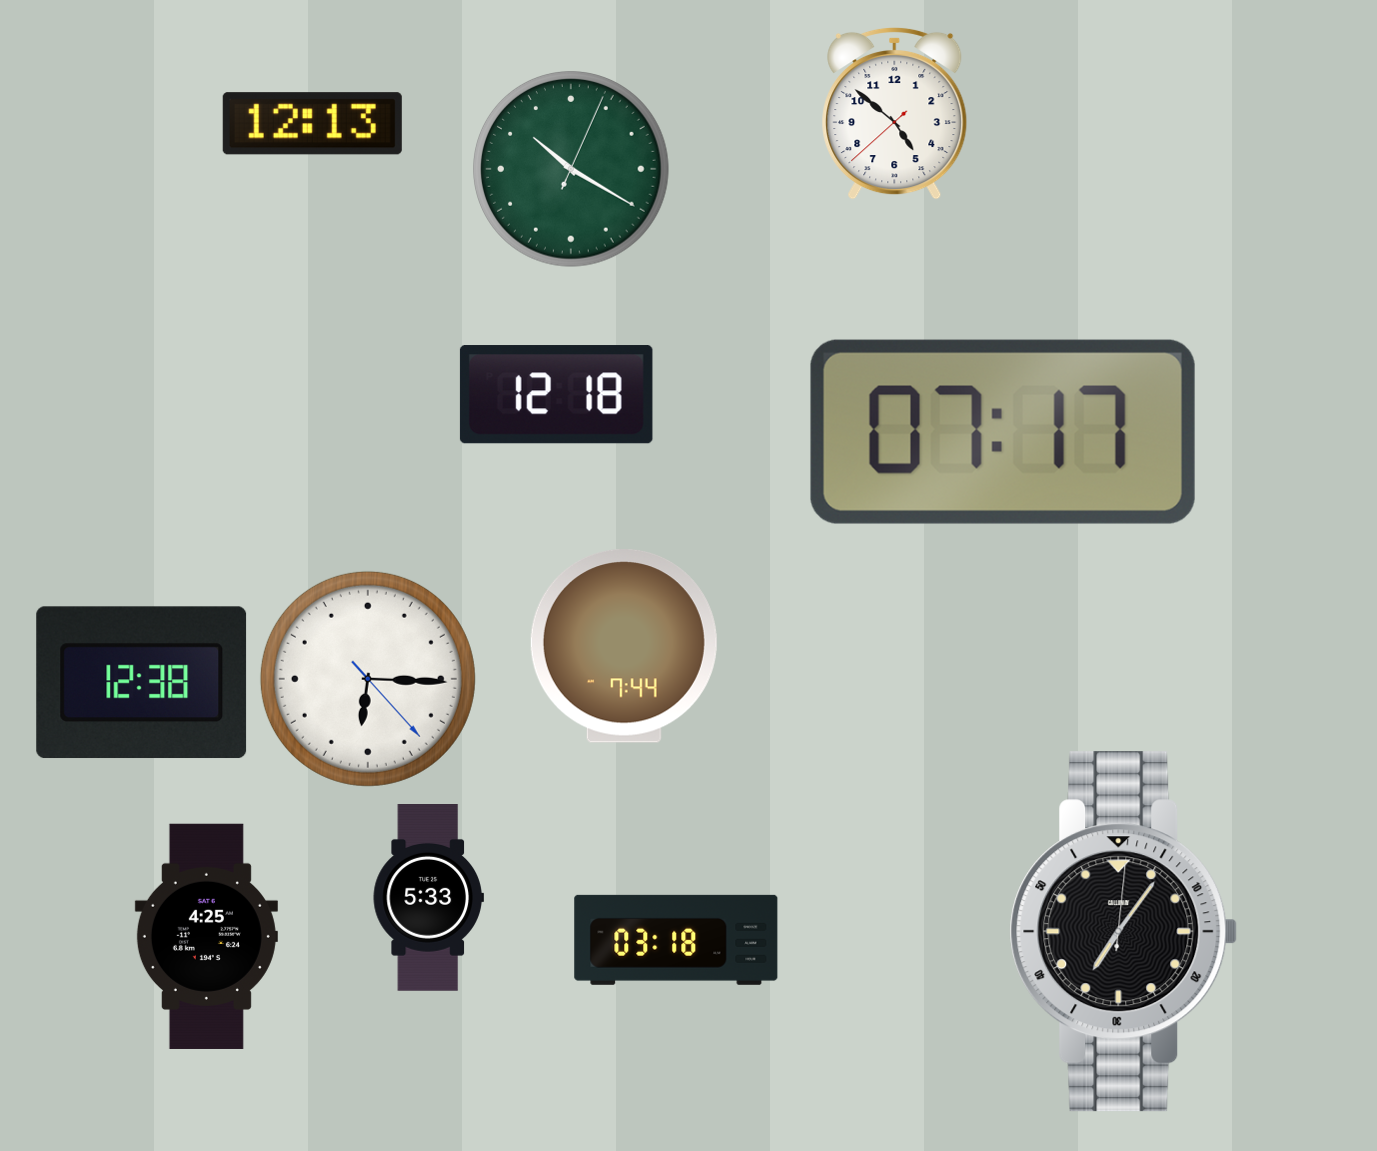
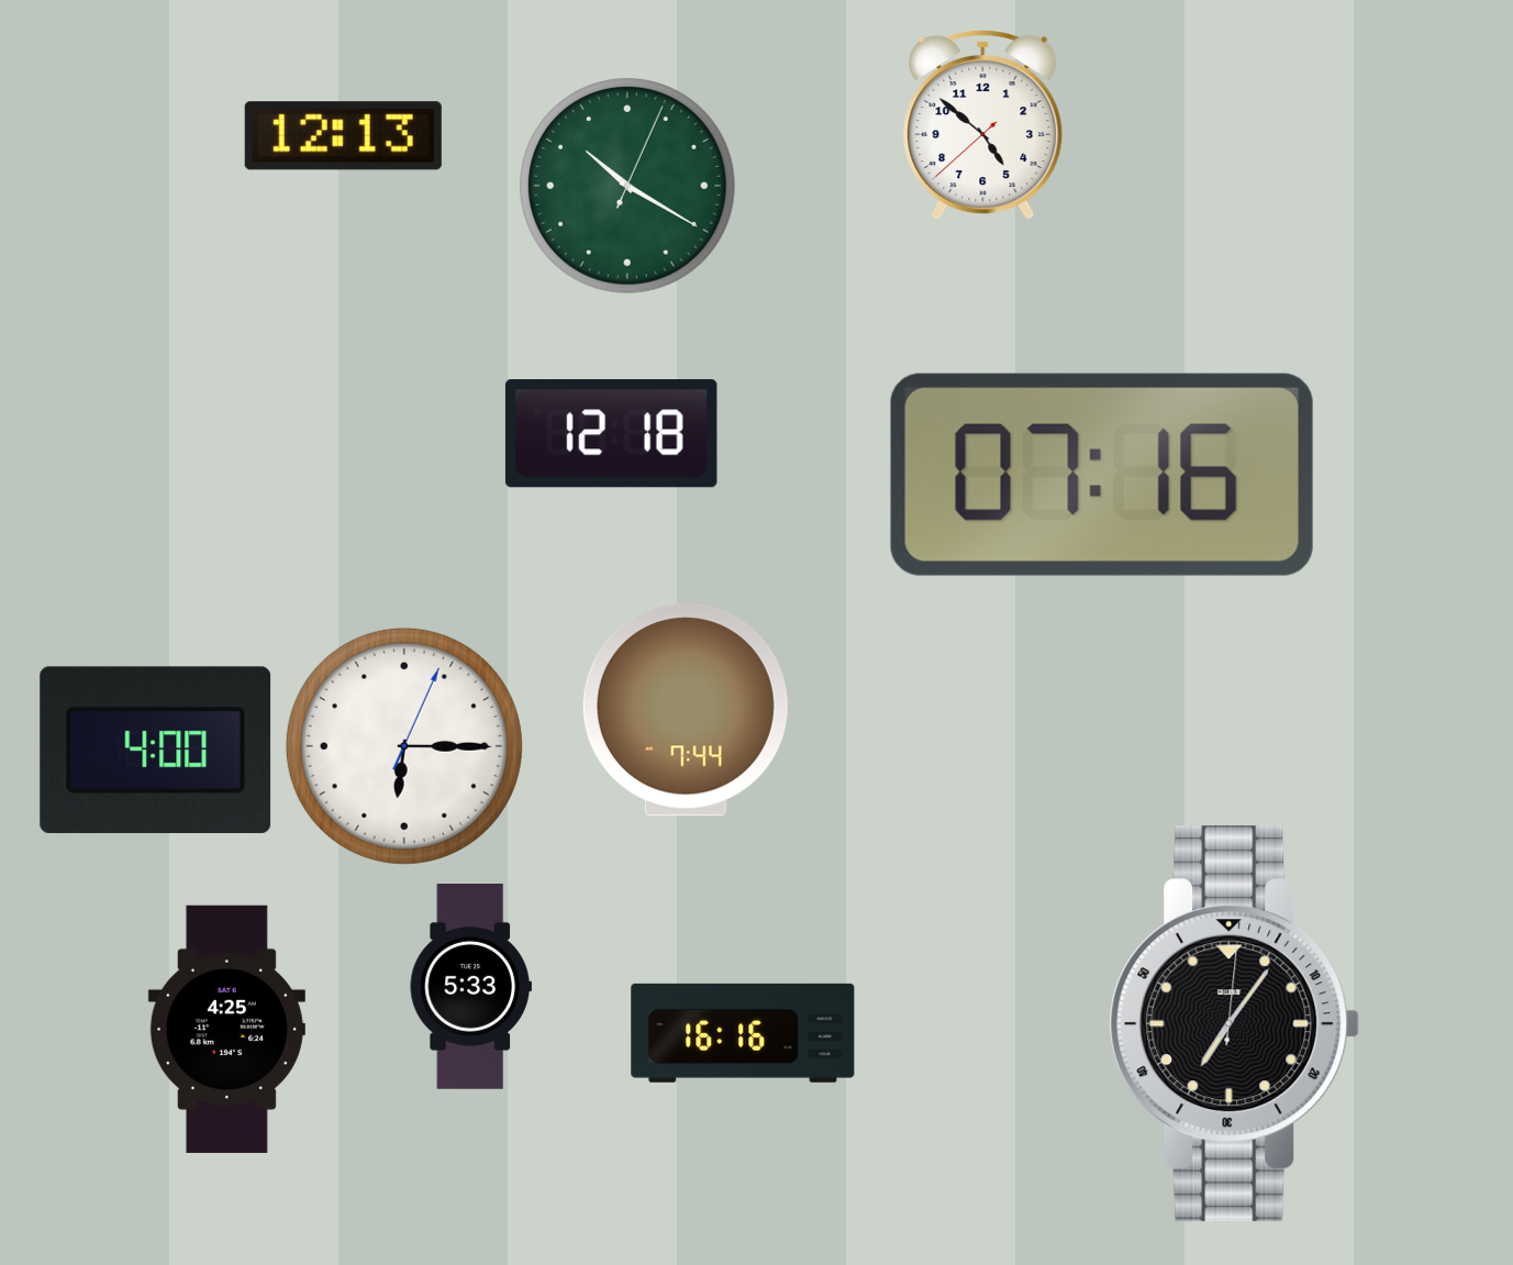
clock at (1003, 432): 07:17 -> 07:16
clock at (368, 679): 6:15:23 -> 6:15:04
clock at (142, 683): 12:38 -> 4:00
clock at (676, 940): 03:18 -> 16:16
